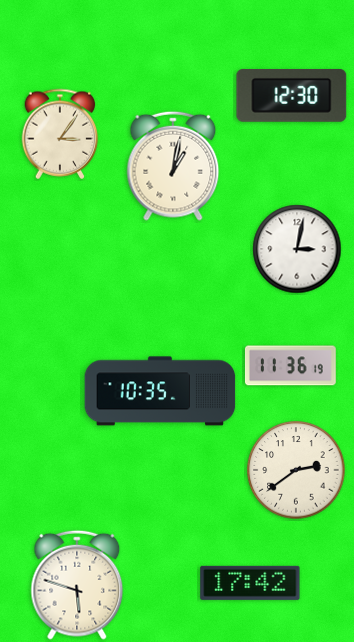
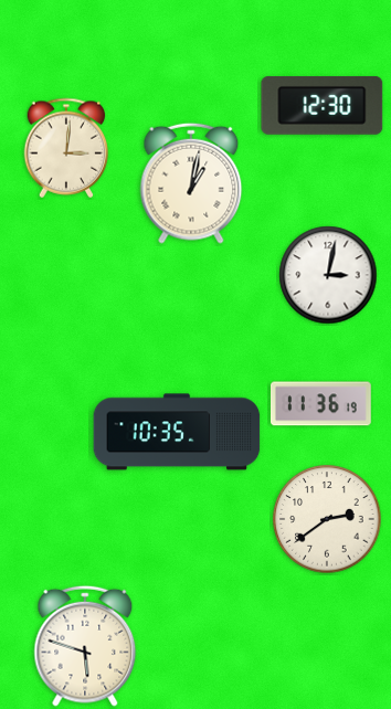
clock at (60, 134): 3:06 -> 3:01
clock at (250, 583): 17:42 -> none
